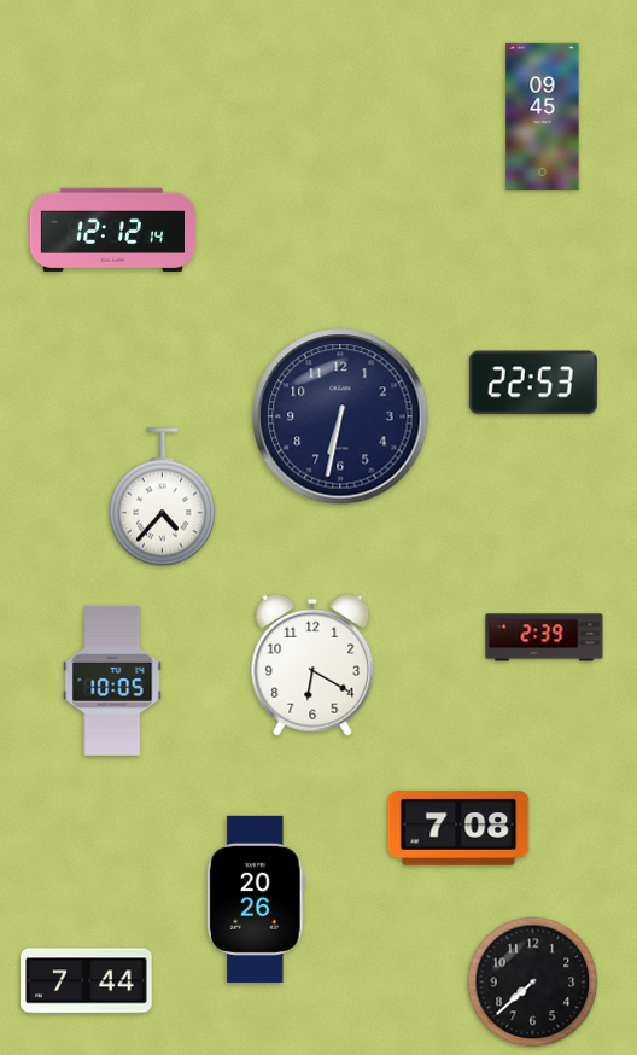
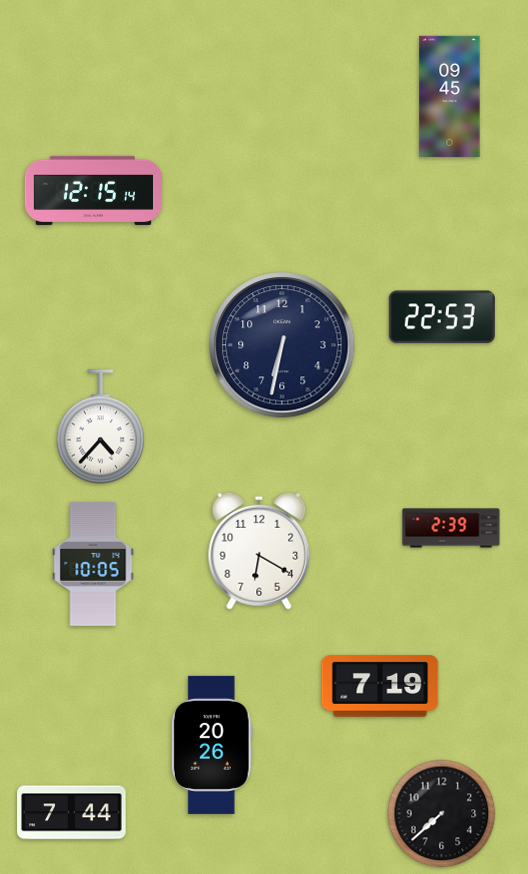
clock at (112, 229): 12:12 -> 12:15
clock at (162, 497) position: (162, 497) -> (100, 427)
clock at (458, 828): 7:08 -> 7:19
